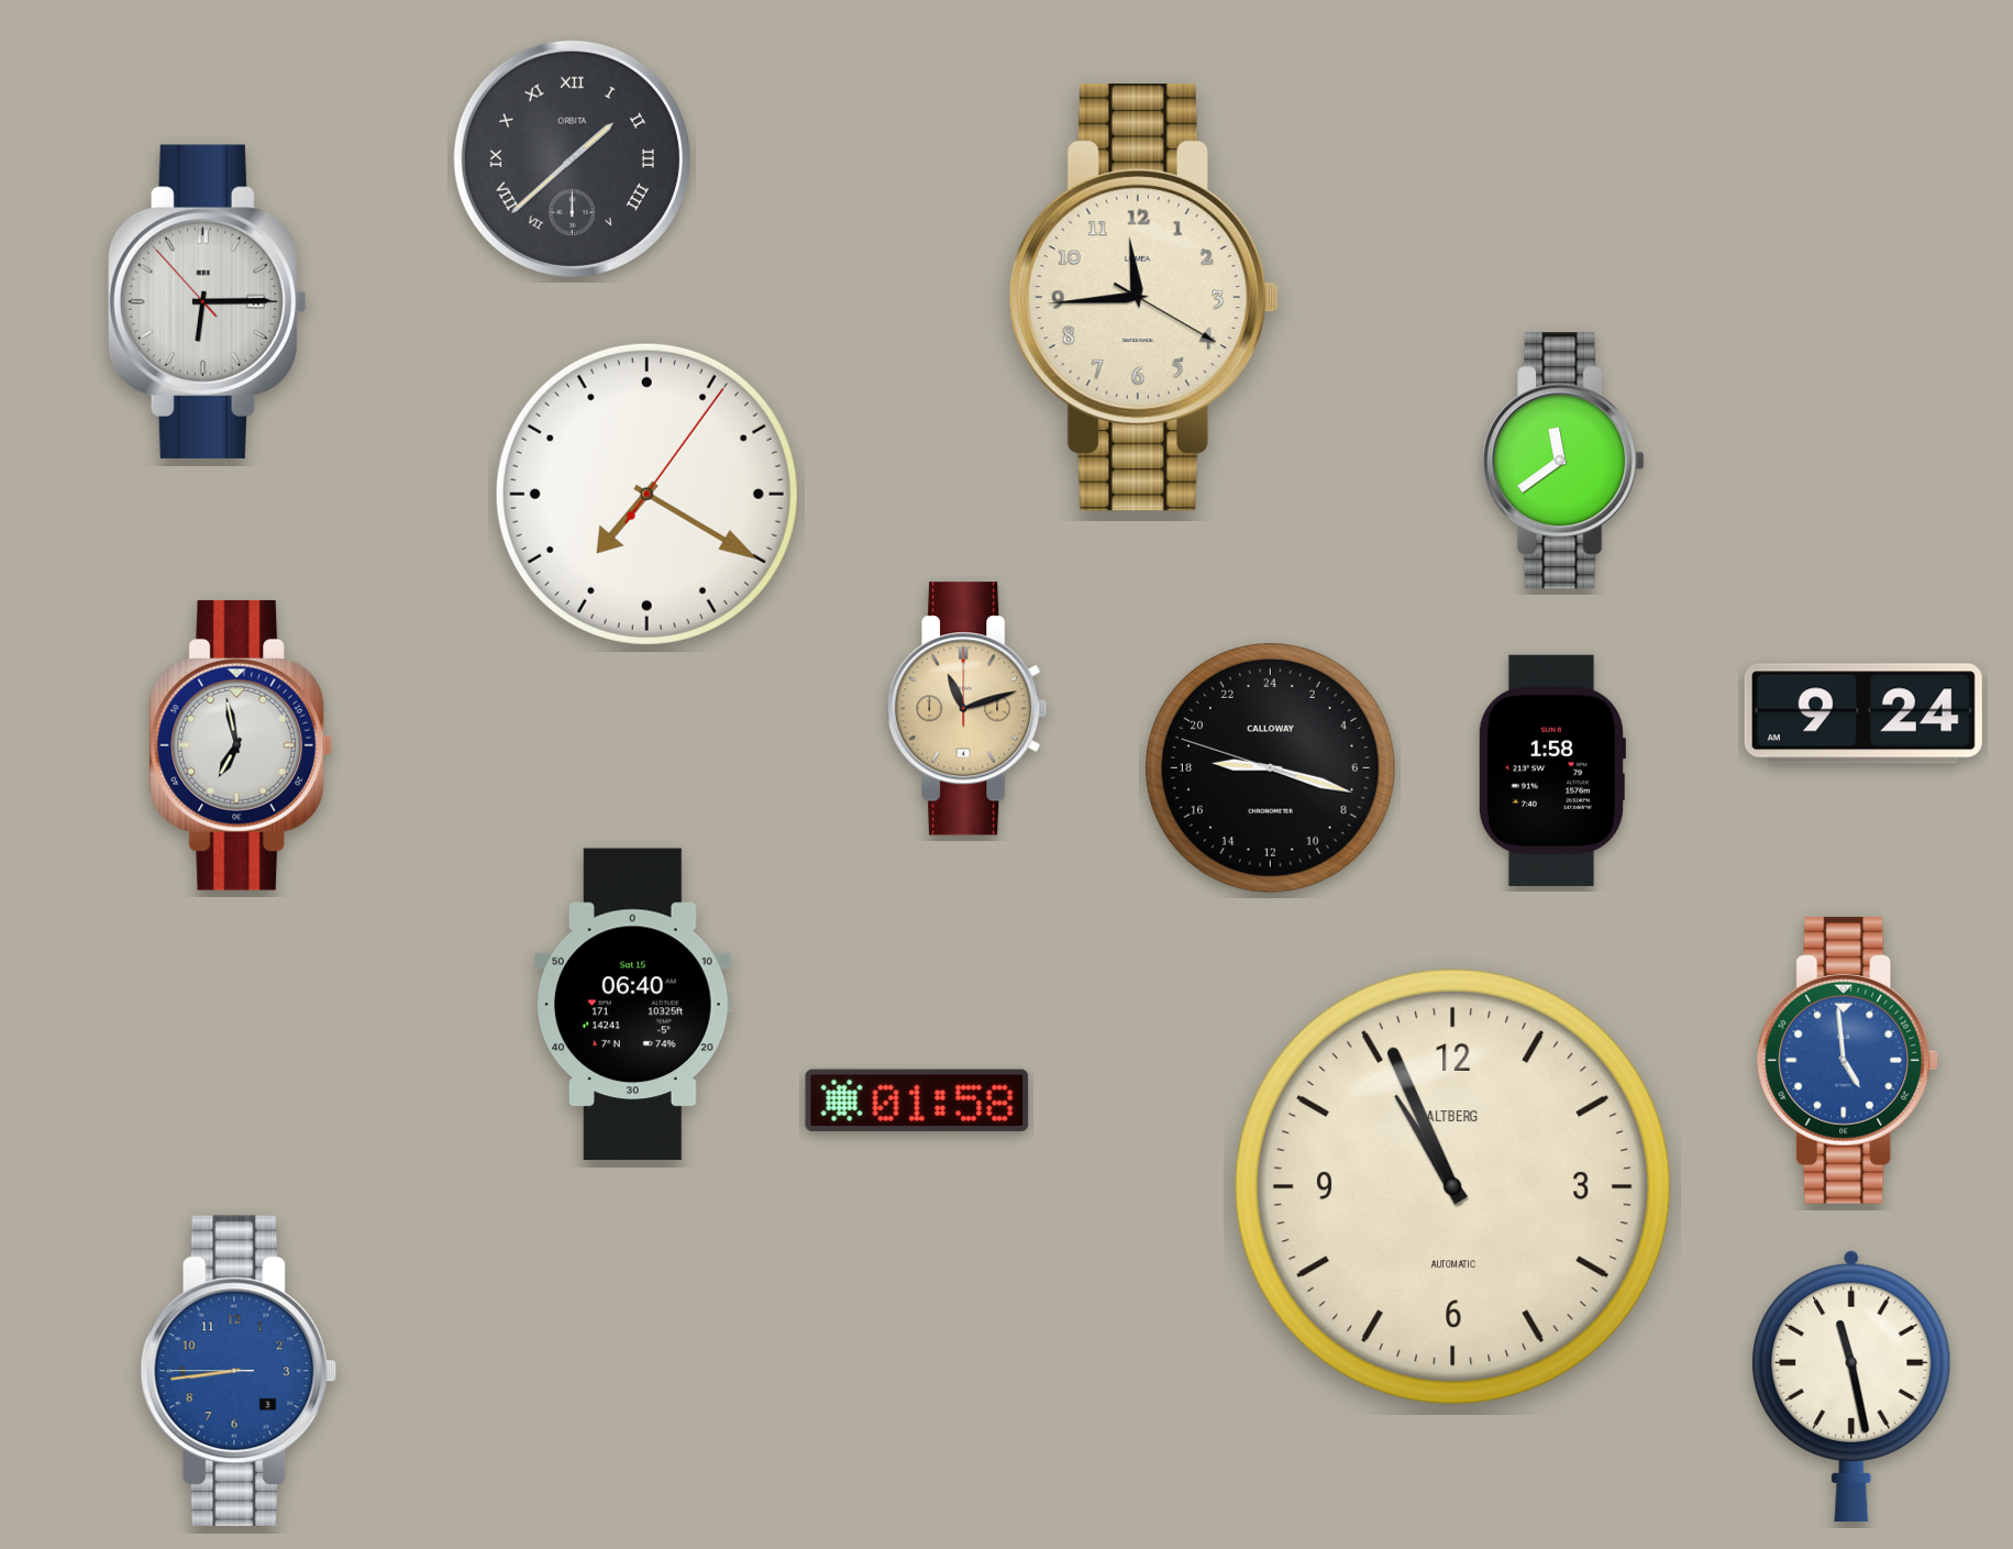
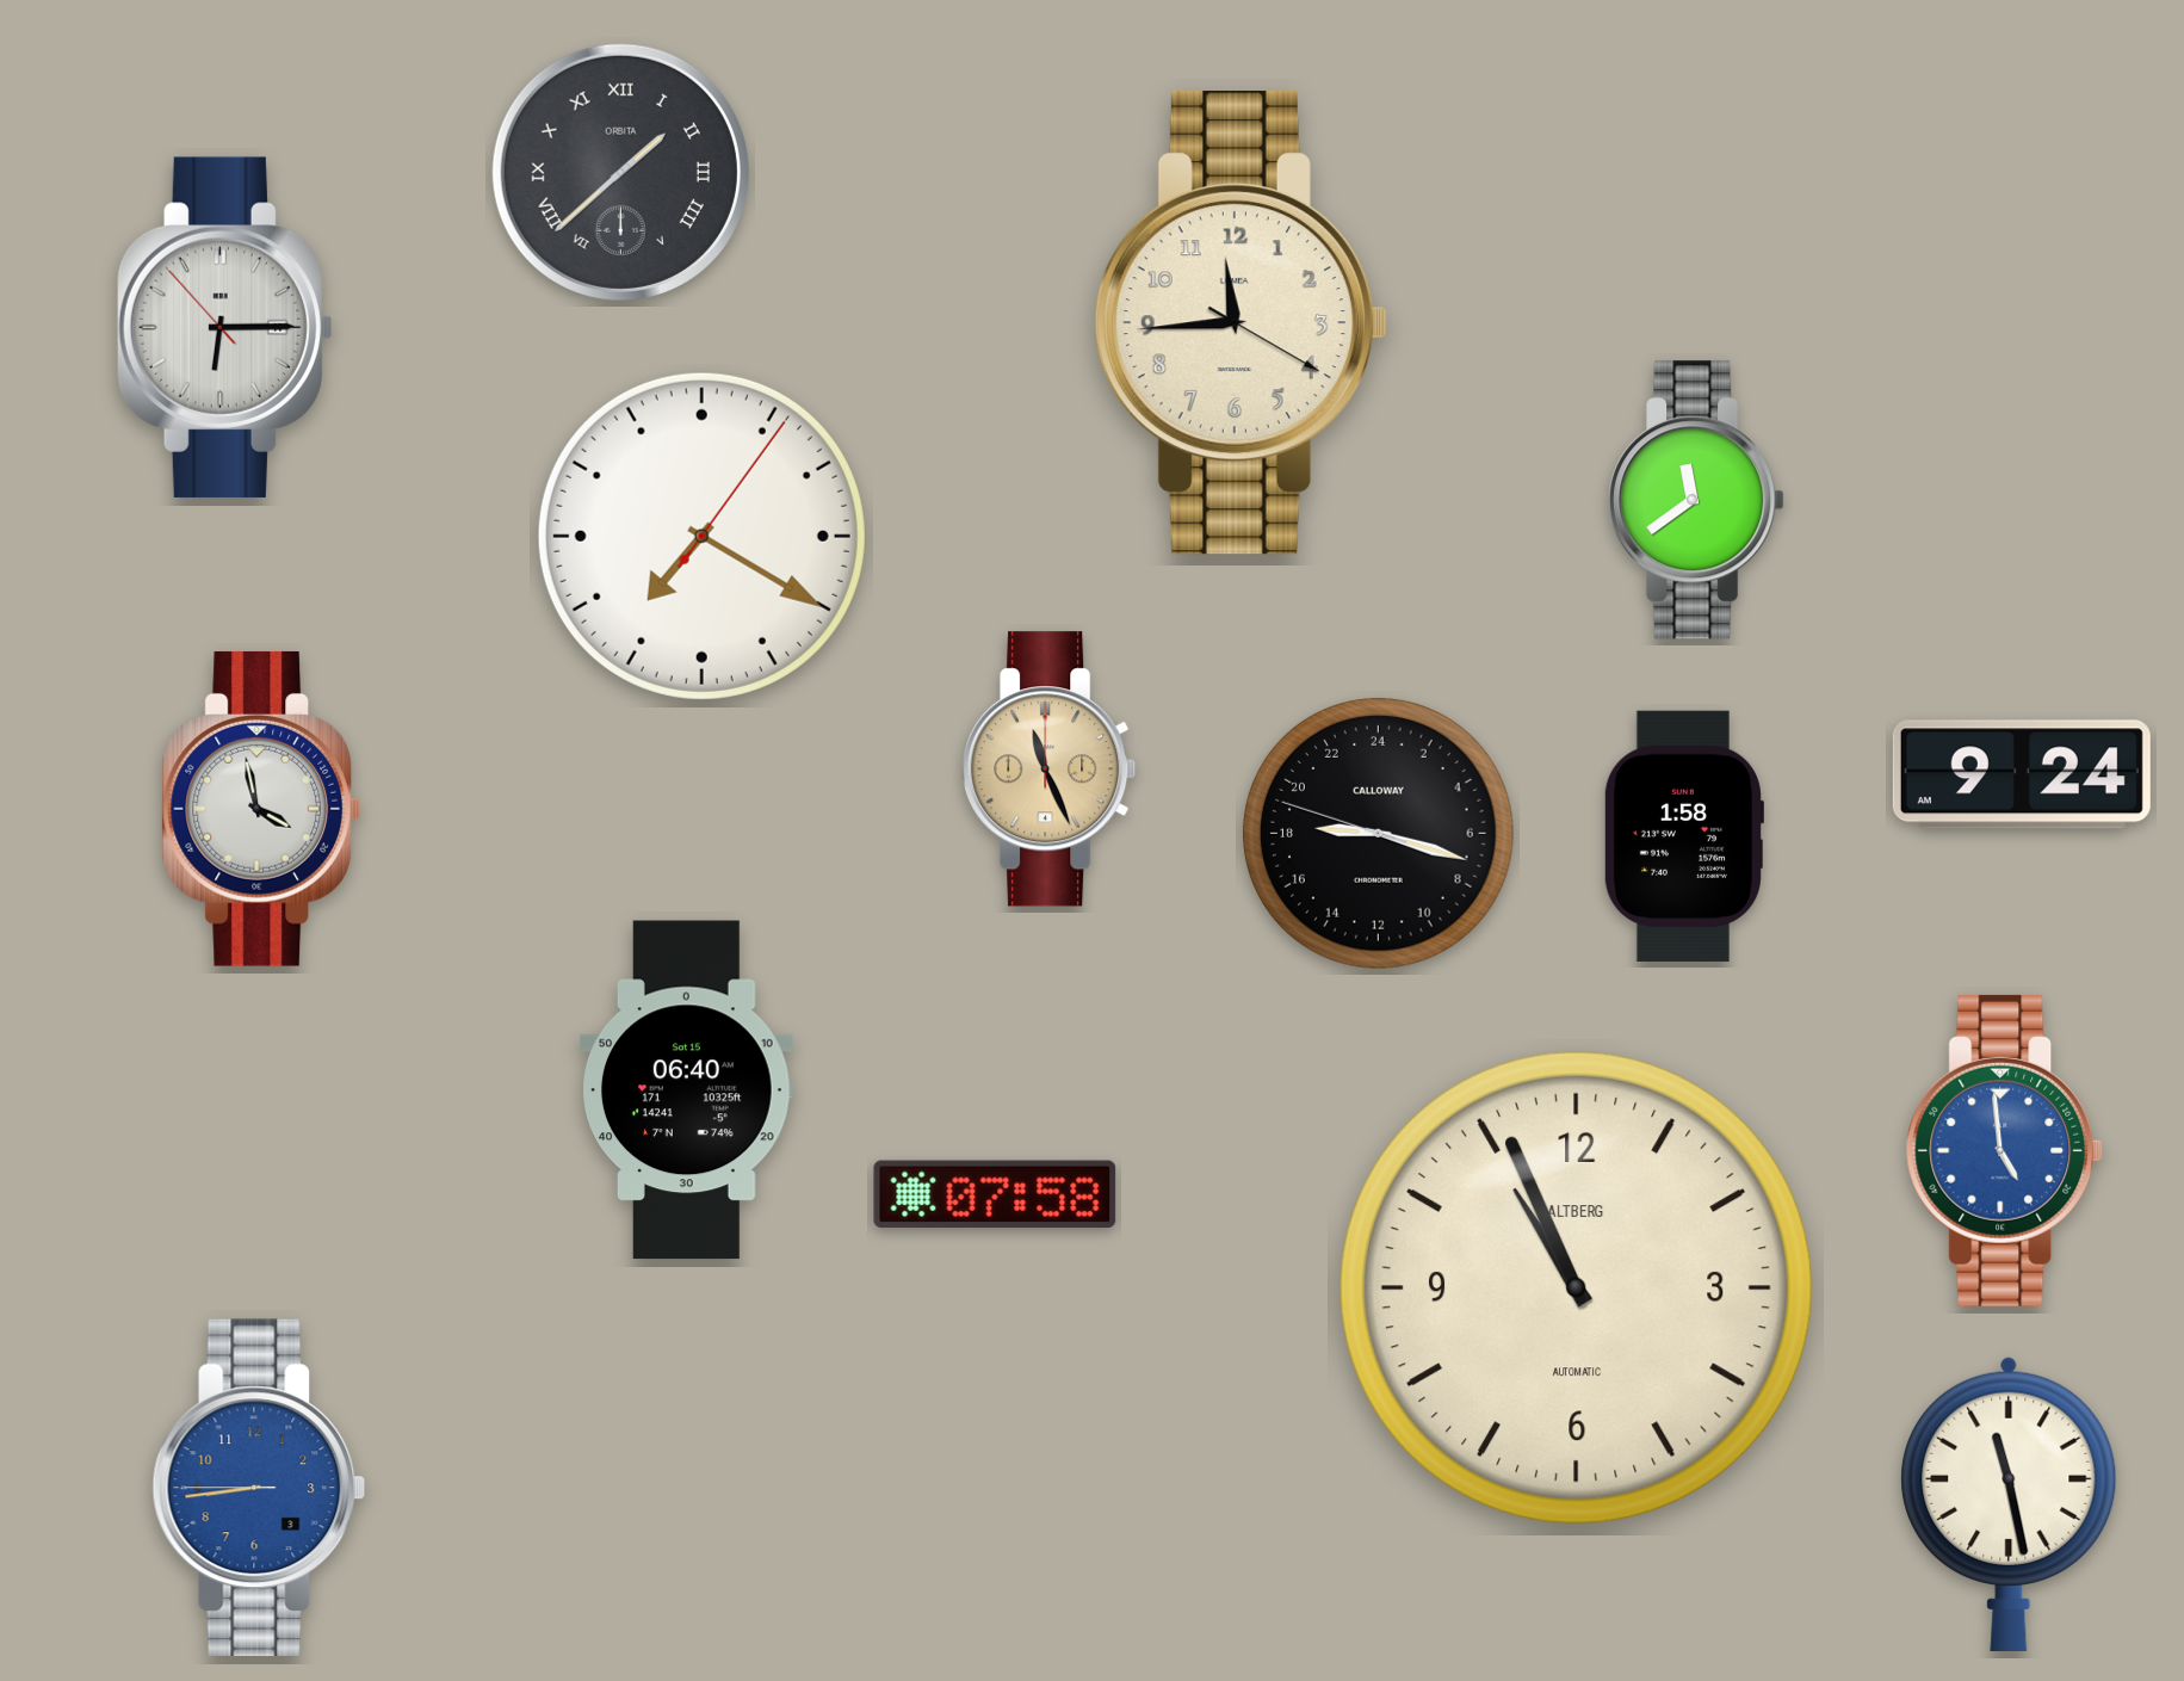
clock at (967, 709): 11:12 -> 11:26
clock at (240, 745): 6:58 -> 3:58
clock at (917, 1100): 01:58 -> 07:58
